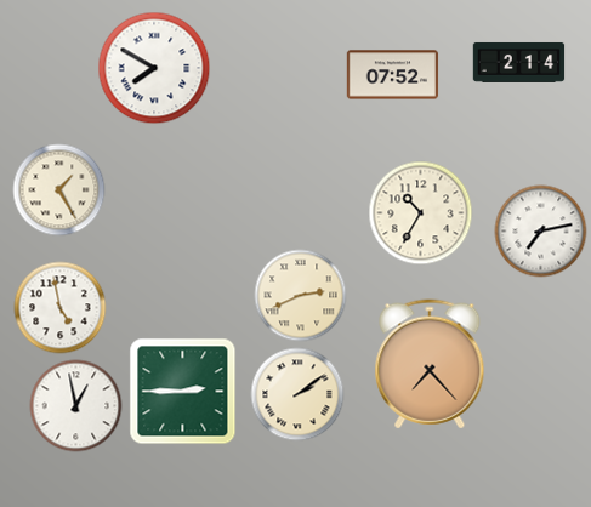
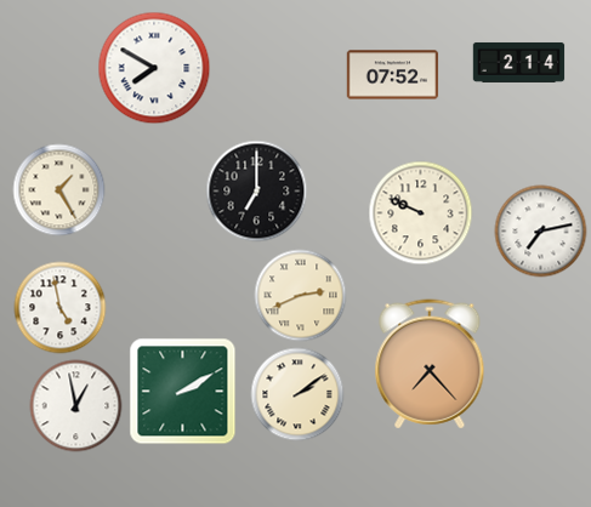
clock at (257, 192): none -> 7:00
clock at (421, 213): 10:35 -> 9:49
clock at (183, 392): 2:45 -> 2:10
